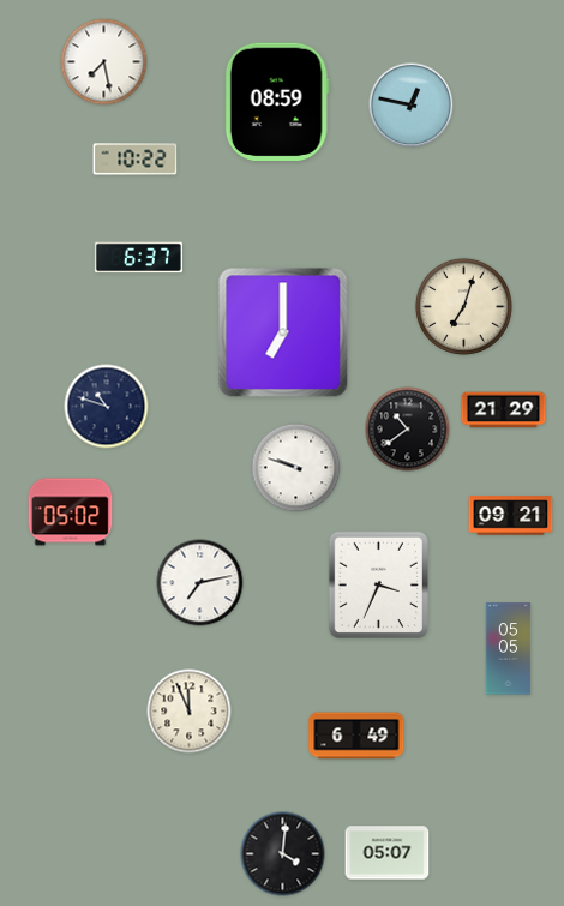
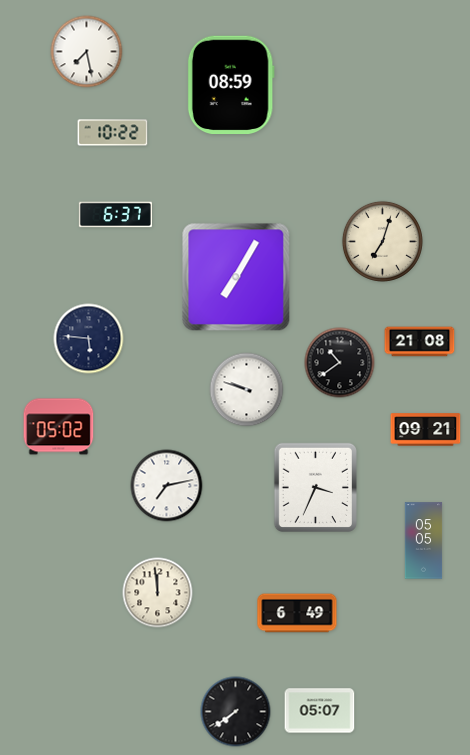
clock at (412, 106): 12:47 -> none
clock at (463, 306) position: (463, 306) -> (382, 241)
clock at (283, 332): 7:00 -> 7:05
clock at (107, 407): 10:48 -> 5:46
clock at (504, 410): 21:29 -> 21:08
clock at (408, 430) position: (408, 430) -> (340, 363)
clock at (190, 712): 11:56 -> 11:59
clock at (388, 853) position: (388, 853) -> (320, 711)
clock at (283, 854): 4:01 -> 7:39
